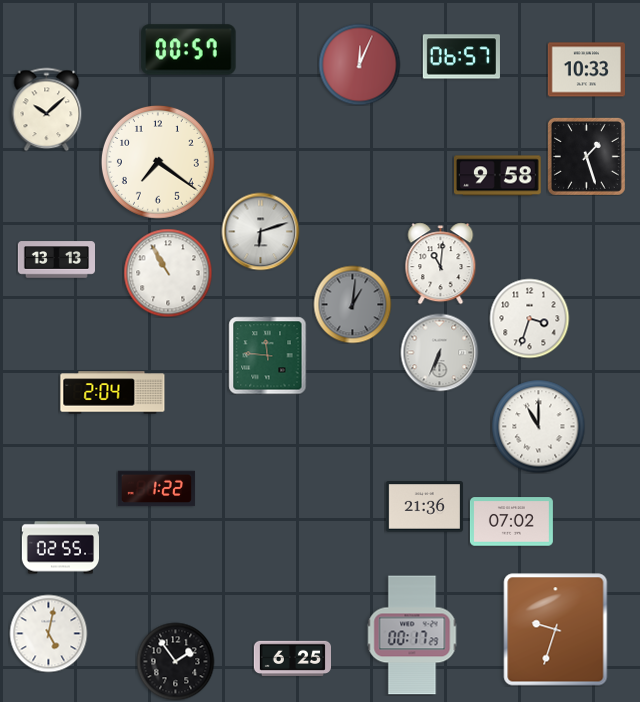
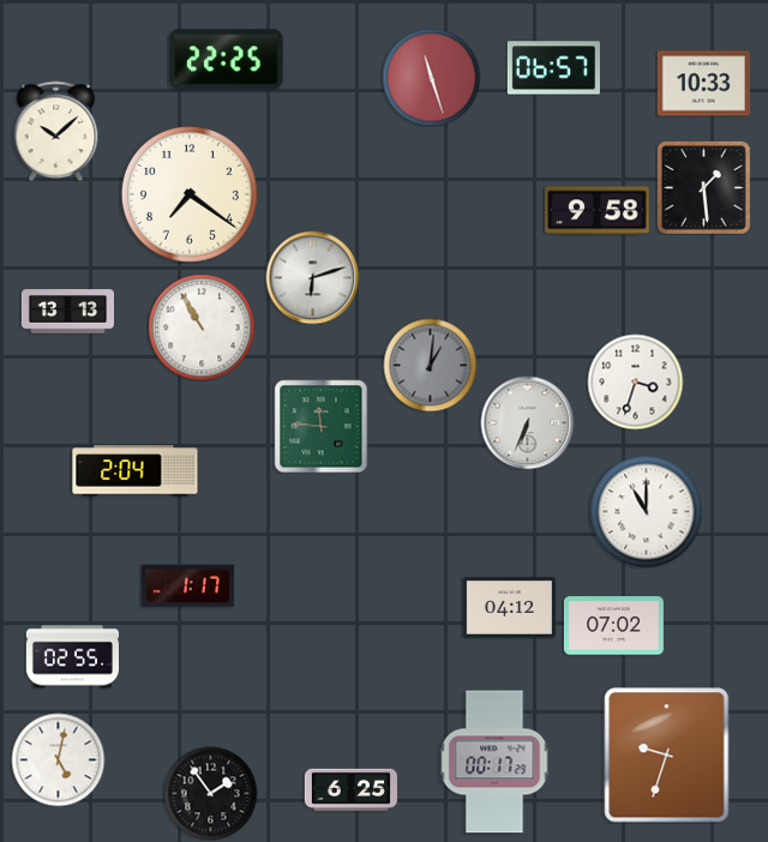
clock at (189, 50): 00:57 -> 22:25
clock at (359, 64): 12:04 -> 11:27
clock at (586, 156): 1:27 -> 1:29
clock at (441, 263): 11:01 -> none
clock at (352, 304) position: (352, 304) -> (430, 365)
clock at (156, 489): 1:22 -> 1:17
clock at (424, 507): 21:36 -> 04:12
